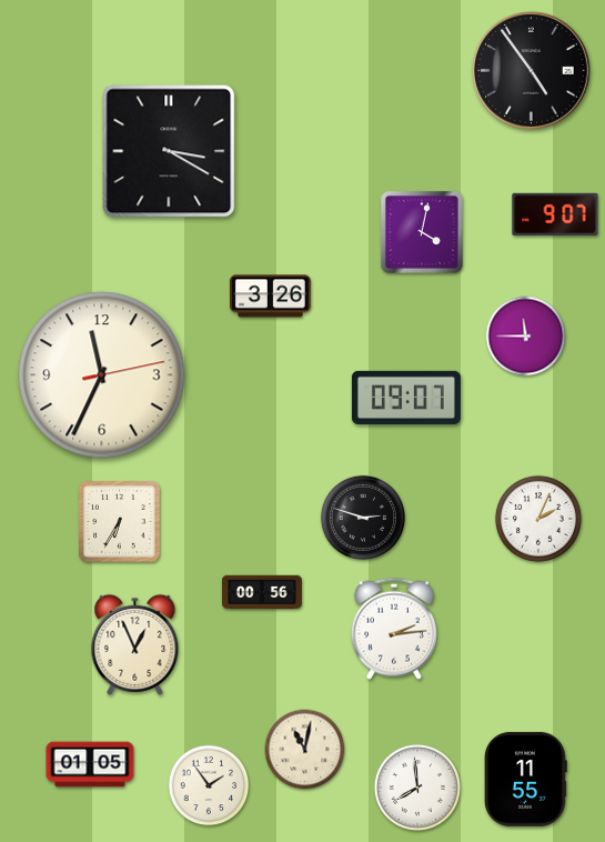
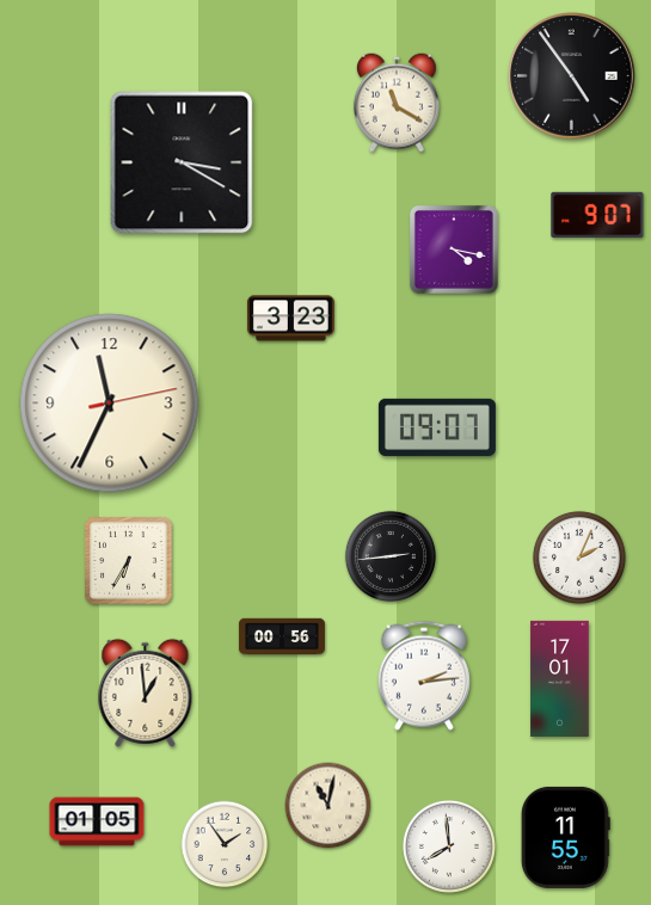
clock at (397, 103): none -> 11:20
clock at (555, 214) position: (555, 214) -> (597, 215)
clock at (422, 232): 4:02 -> 4:17
clock at (271, 297): 3:26 -> 3:23
clock at (526, 337): 11:45 -> none
clock at (363, 518): 2:48 -> 2:44
clock at (560, 678): none -> 17:01
clock at (135, 644): 12:56 -> 12:59
